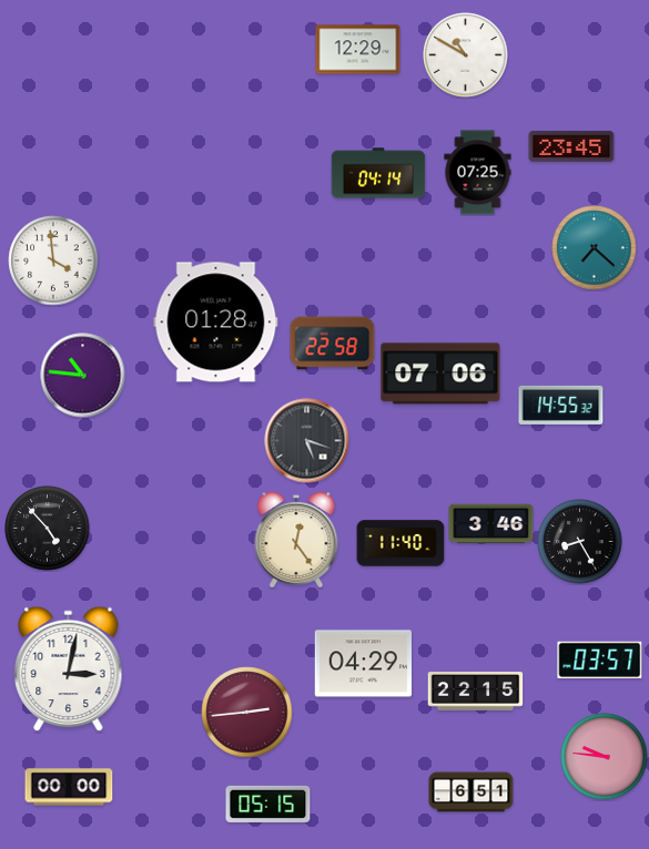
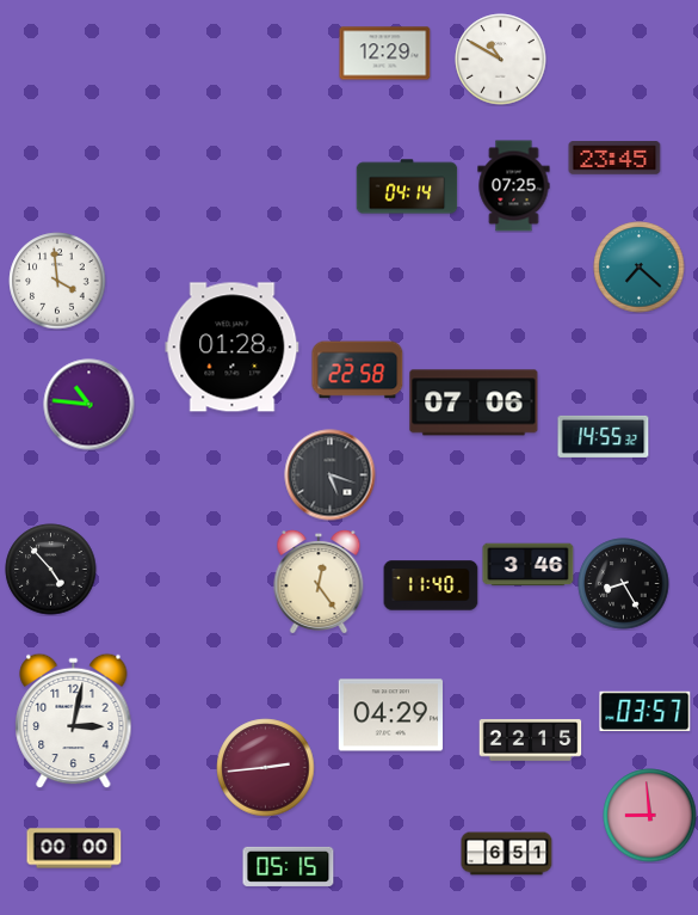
clock at (476, 692) position: (476, 692) -> (531, 741)
clock at (605, 757): 9:46 -> 8:59
